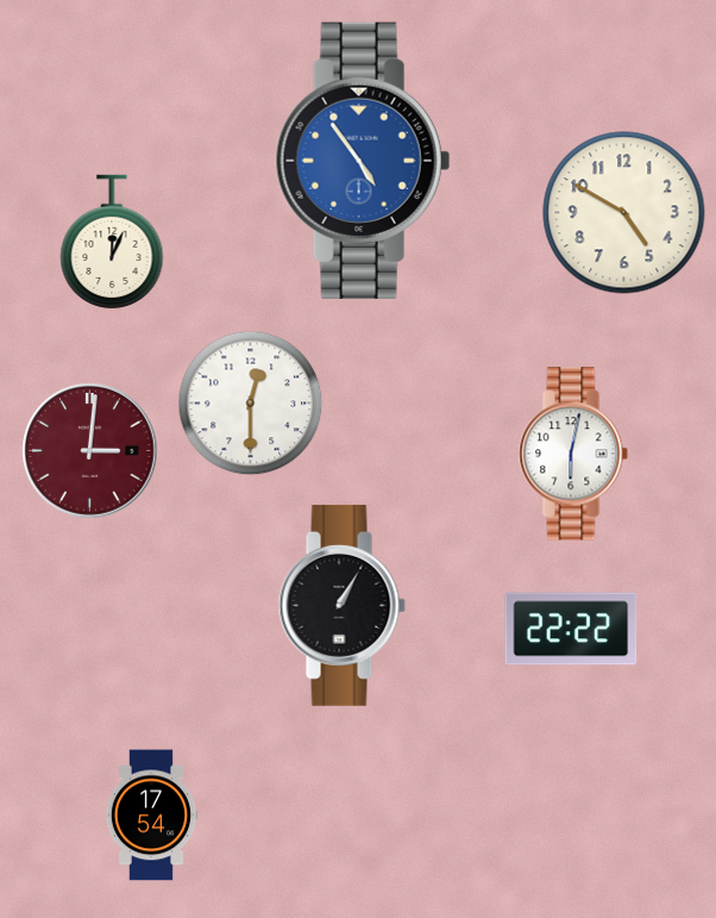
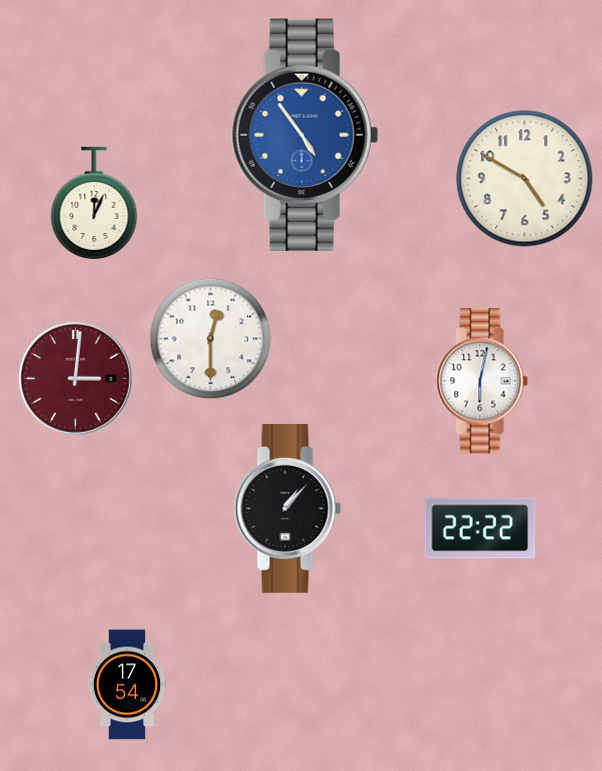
clock at (341, 605): 1:05 -> 1:07
